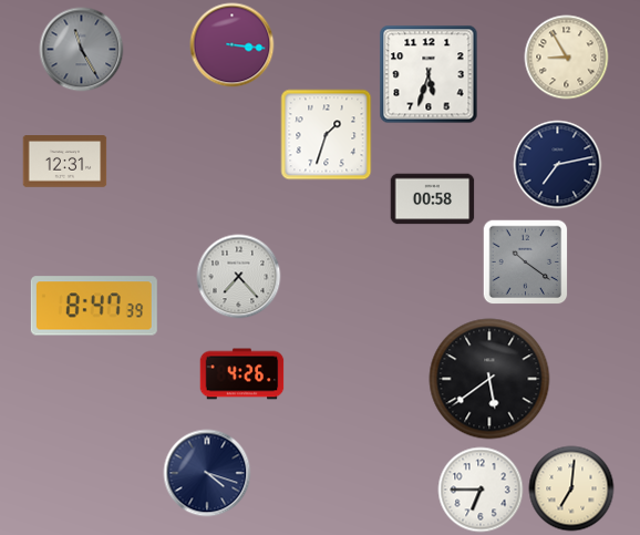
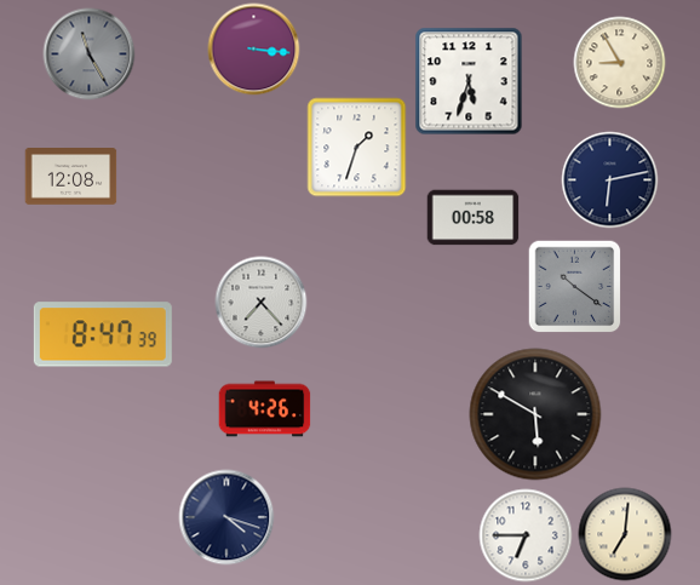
clock at (65, 162): 12:31 -> 12:08
clock at (558, 165): 7:13 -> 6:13
clock at (489, 379): 5:39 -> 5:50
